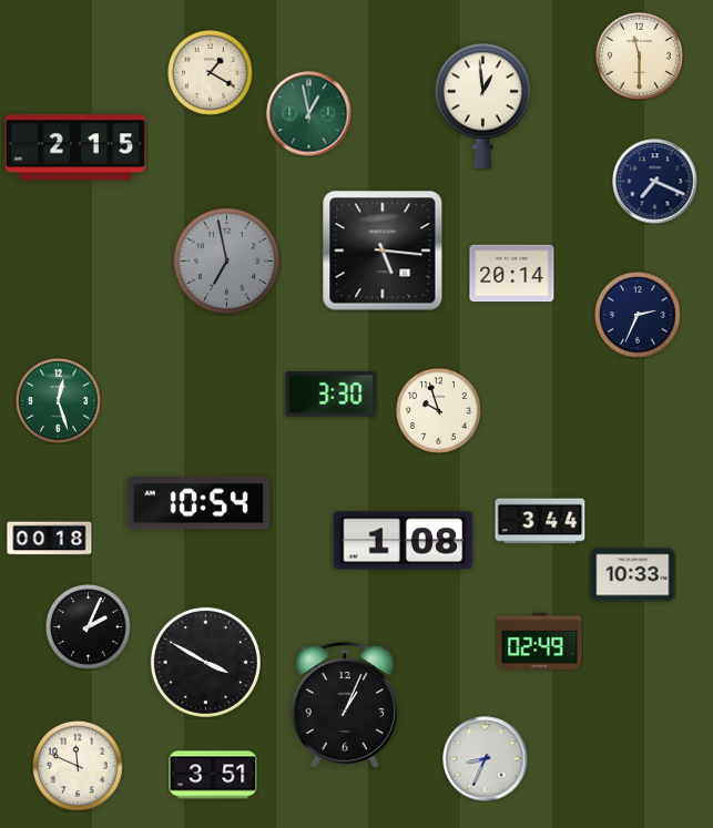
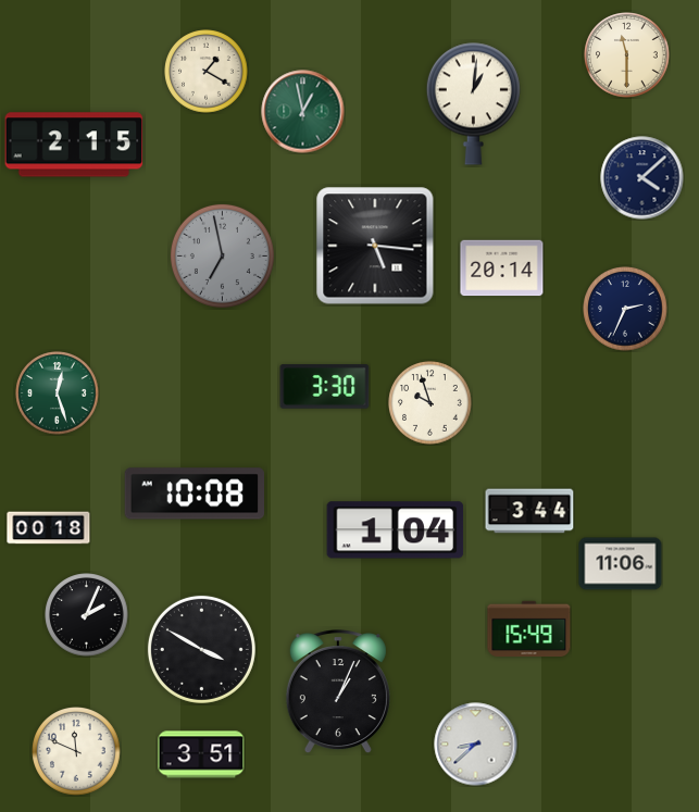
clock at (482, 105): 12:59 -> 1:01
clock at (655, 182): 7:19 -> 4:08
clock at (197, 503): 10:54 -> 10:08
clock at (404, 541): 1:08 -> 1:04
clock at (633, 575): 10:33 -> 11:06
clock at (540, 642): 02:49 -> 15:49
clock at (486, 759): 8:34 -> 8:38
clock at (213, 775) position: (213, 775) -> (201, 754)
